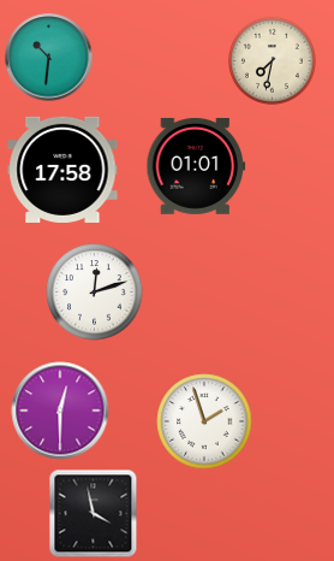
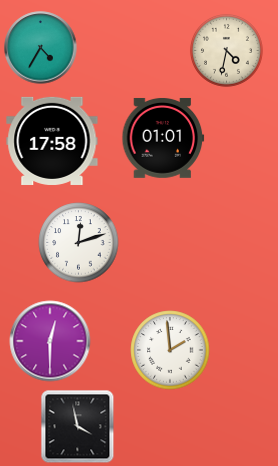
clock at (49, 58): 10:31 -> 4:35
clock at (272, 60): 7:32 -> 4:32
clock at (204, 421): 1:57 -> 1:59
